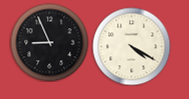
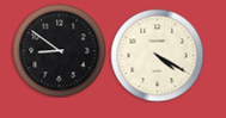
clock at (49, 42): 8:56 -> 8:51
